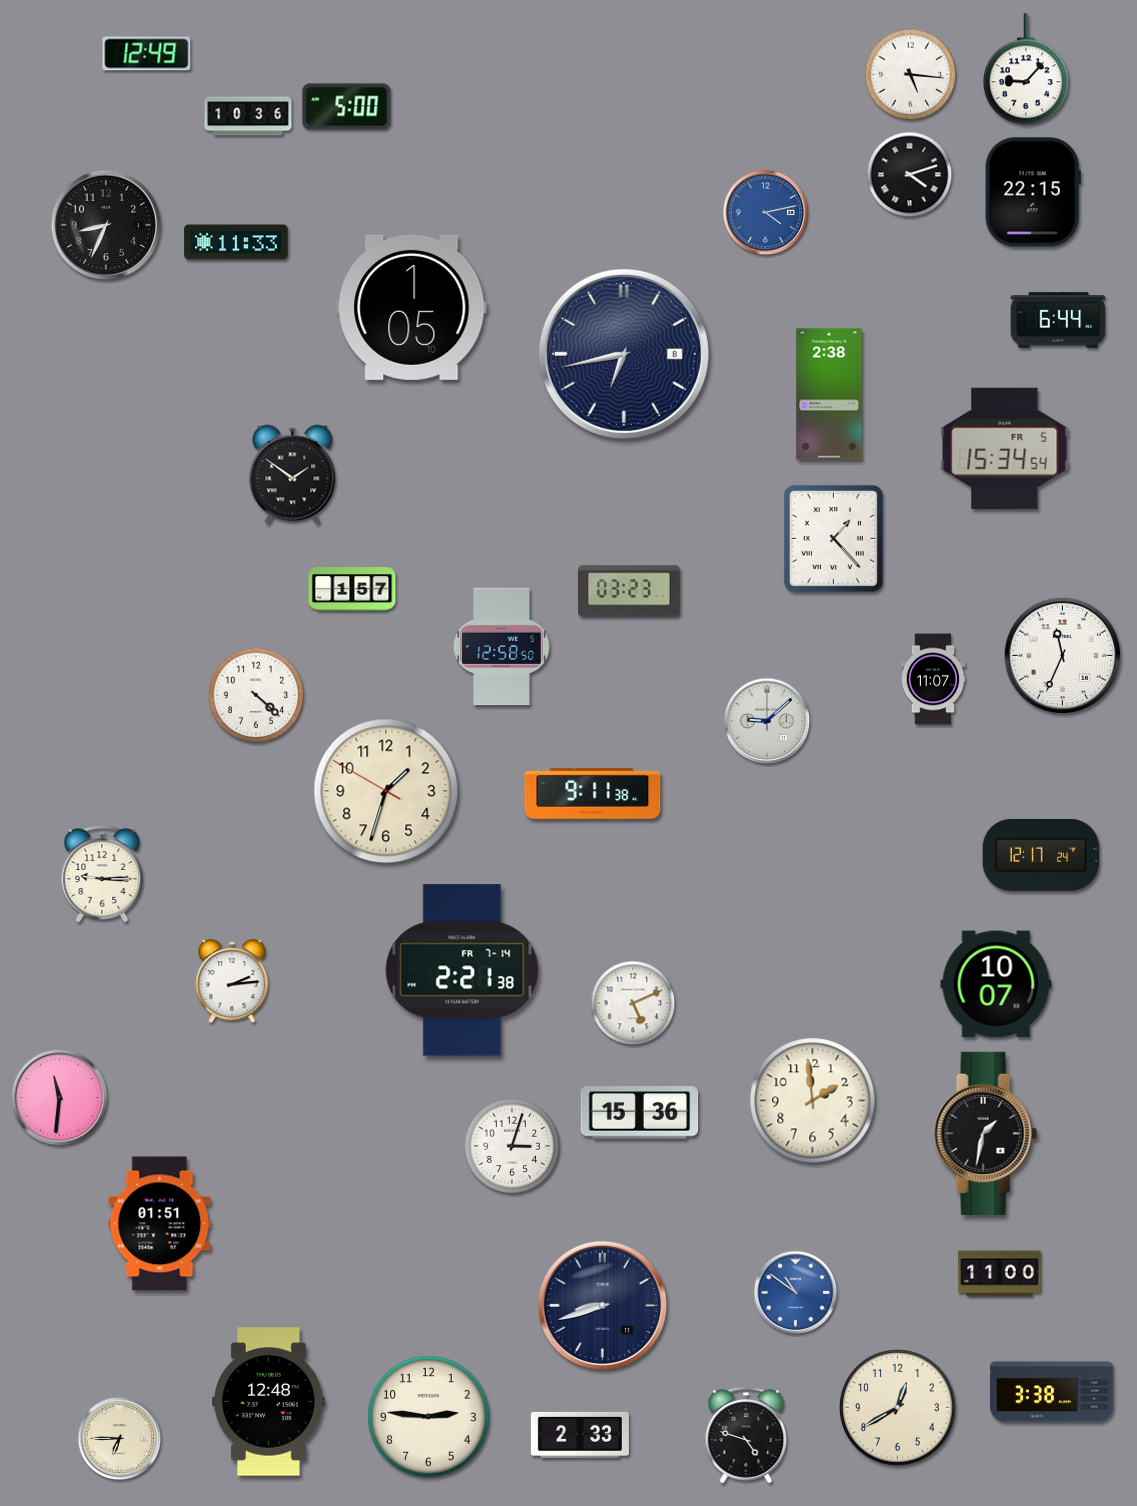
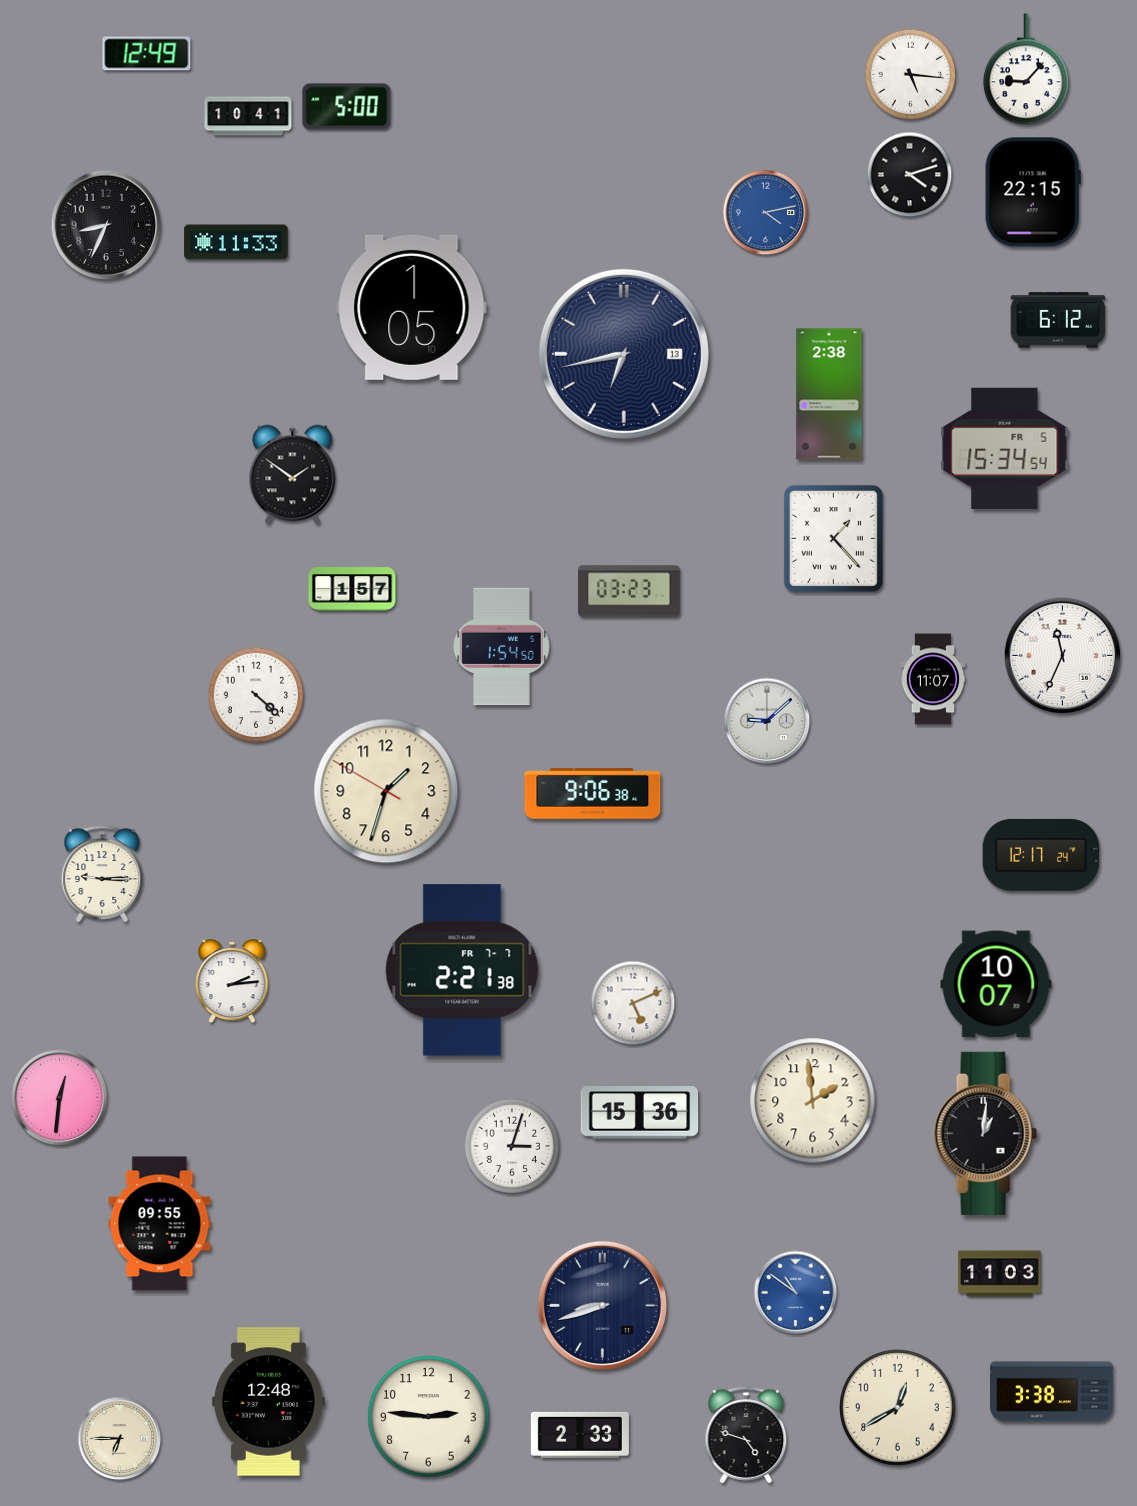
clock at (248, 116): 10:36 -> 10:41
clock at (1058, 320): 6:44 -> 6:12
clock at (624, 354) date: 8 -> 13
clock at (502, 647): 12:58 -> 1:54
clock at (593, 794): 9:11 -> 9:06
clock at (462, 970) date: FR 7-14 -> FR 7-7
clock at (60, 1098): 11:31 -> 12:31
clock at (985, 1133): 1:32 -> 1:01
clock at (160, 1224): 01:51 -> 09:55
clock at (1000, 1274): 11:00 -> 11:03
